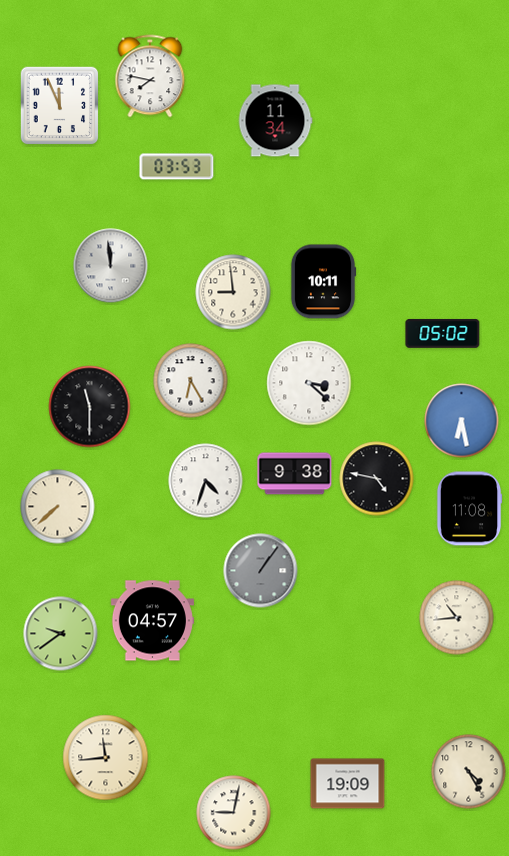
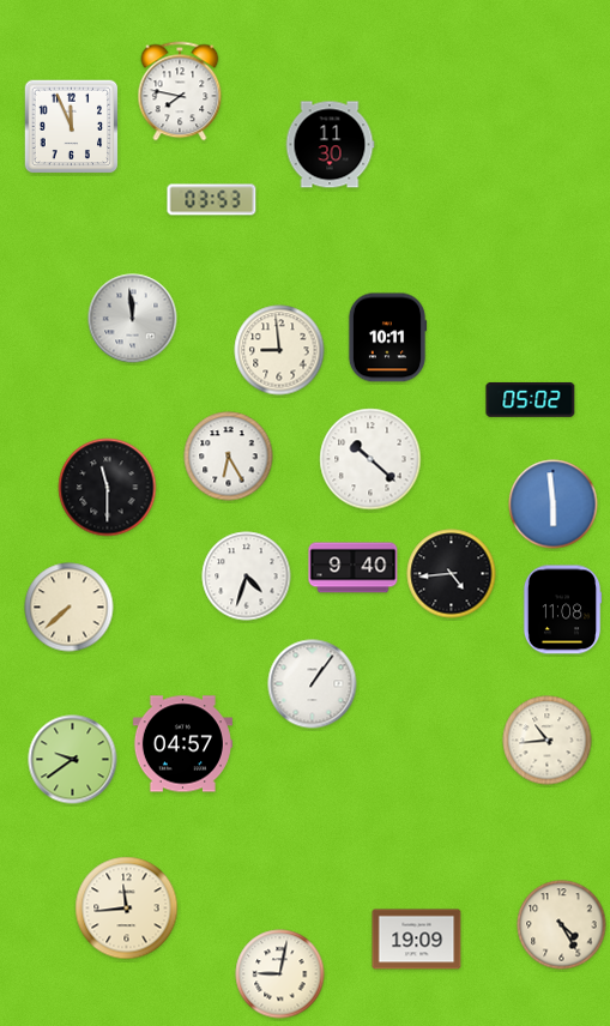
clock at (275, 121): 11:34 -> 11:30
clock at (309, 383): 3:22 -> 10:22
clock at (462, 421): 6:28 -> 5:59
clock at (295, 474): 9:38 -> 9:40
clock at (377, 479): 4:47 -> 4:44
clock at (261, 571) dial: grey -> white
